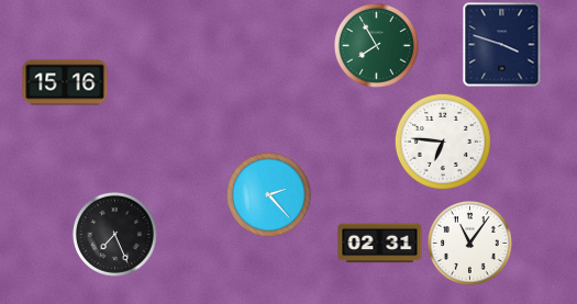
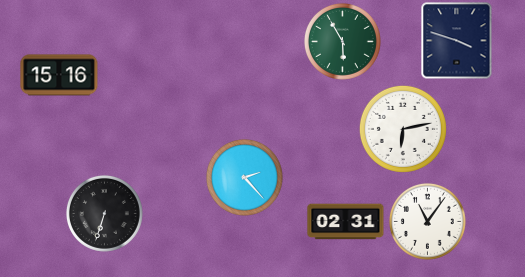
clock at (377, 46): 7:55 -> 5:55
clock at (443, 142): 6:46 -> 6:13
clock at (115, 235): 7:26 -> 6:33
